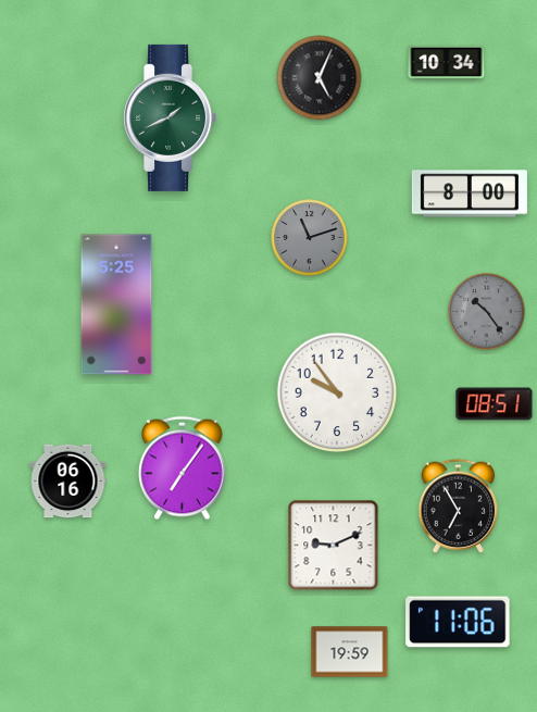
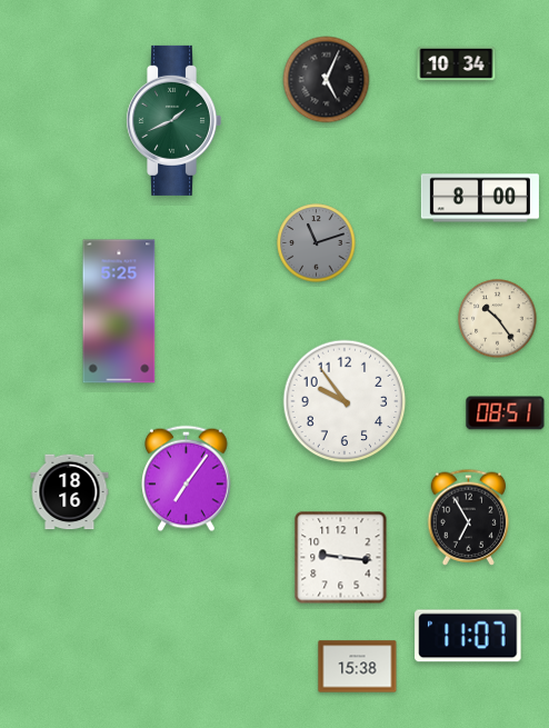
clock at (487, 312) dial: grey -> cream
clock at (68, 482): 06:16 -> 18:16
clock at (334, 546): 9:11 -> 9:16
clock at (458, 622): 11:06 -> 11:07
clock at (350, 652): 19:59 -> 15:38
